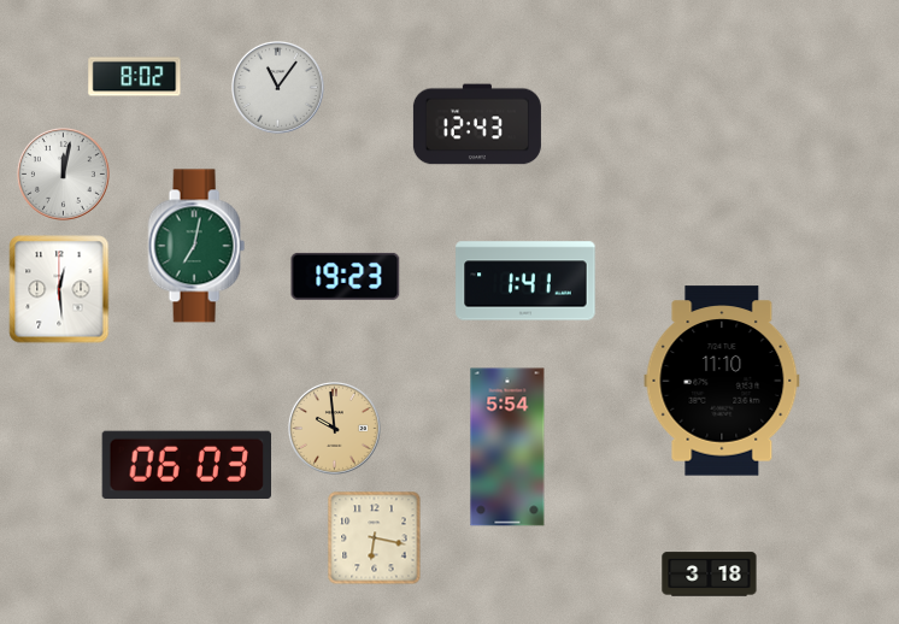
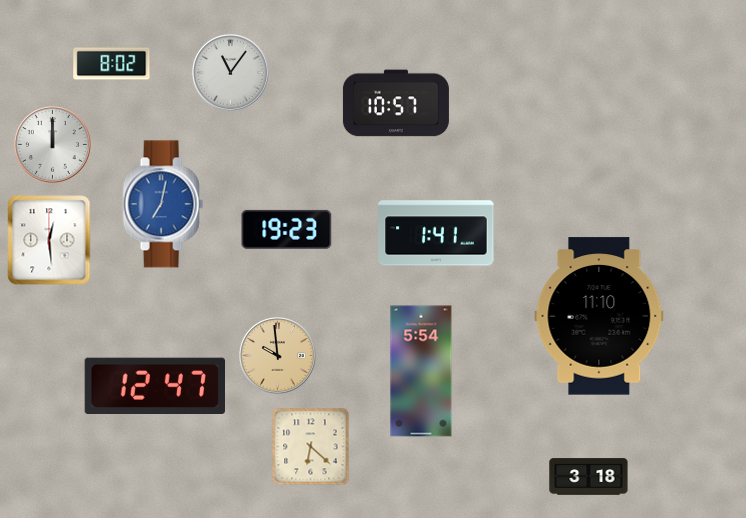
clock at (477, 124): 12:43 -> 10:57
clock at (64, 175): 12:02 -> 12:00
clock at (196, 246) dial: green -> blue
clock at (186, 464): 06:03 -> 12:47
clock at (374, 537): 6:17 -> 6:22
